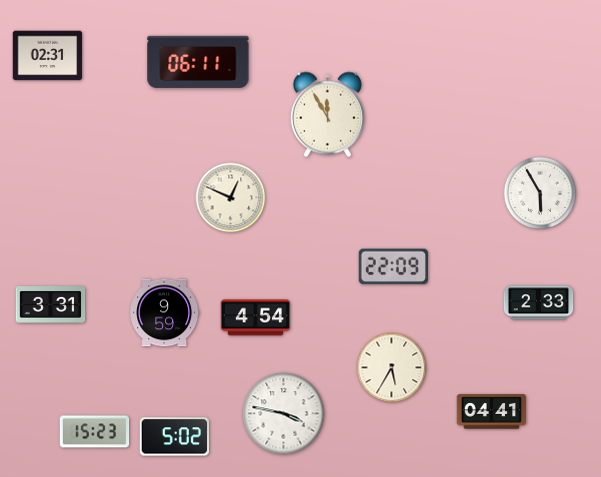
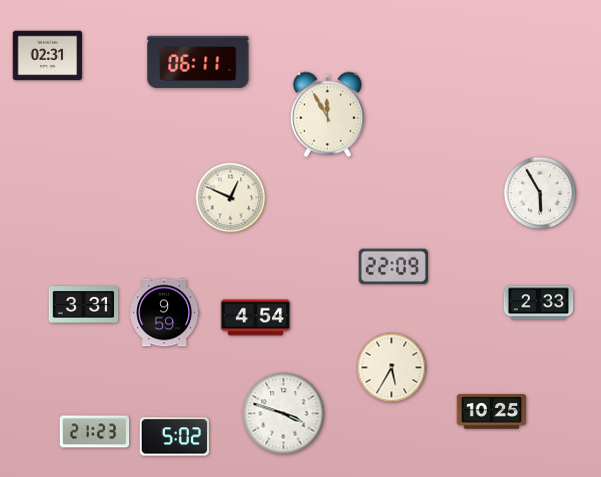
clock at (51, 305) position: (51, 305) -> (84, 305)
clock at (492, 412): 04:41 -> 10:25
clock at (284, 414): 3:47 -> 3:48
clock at (95, 432): 15:23 -> 21:23
